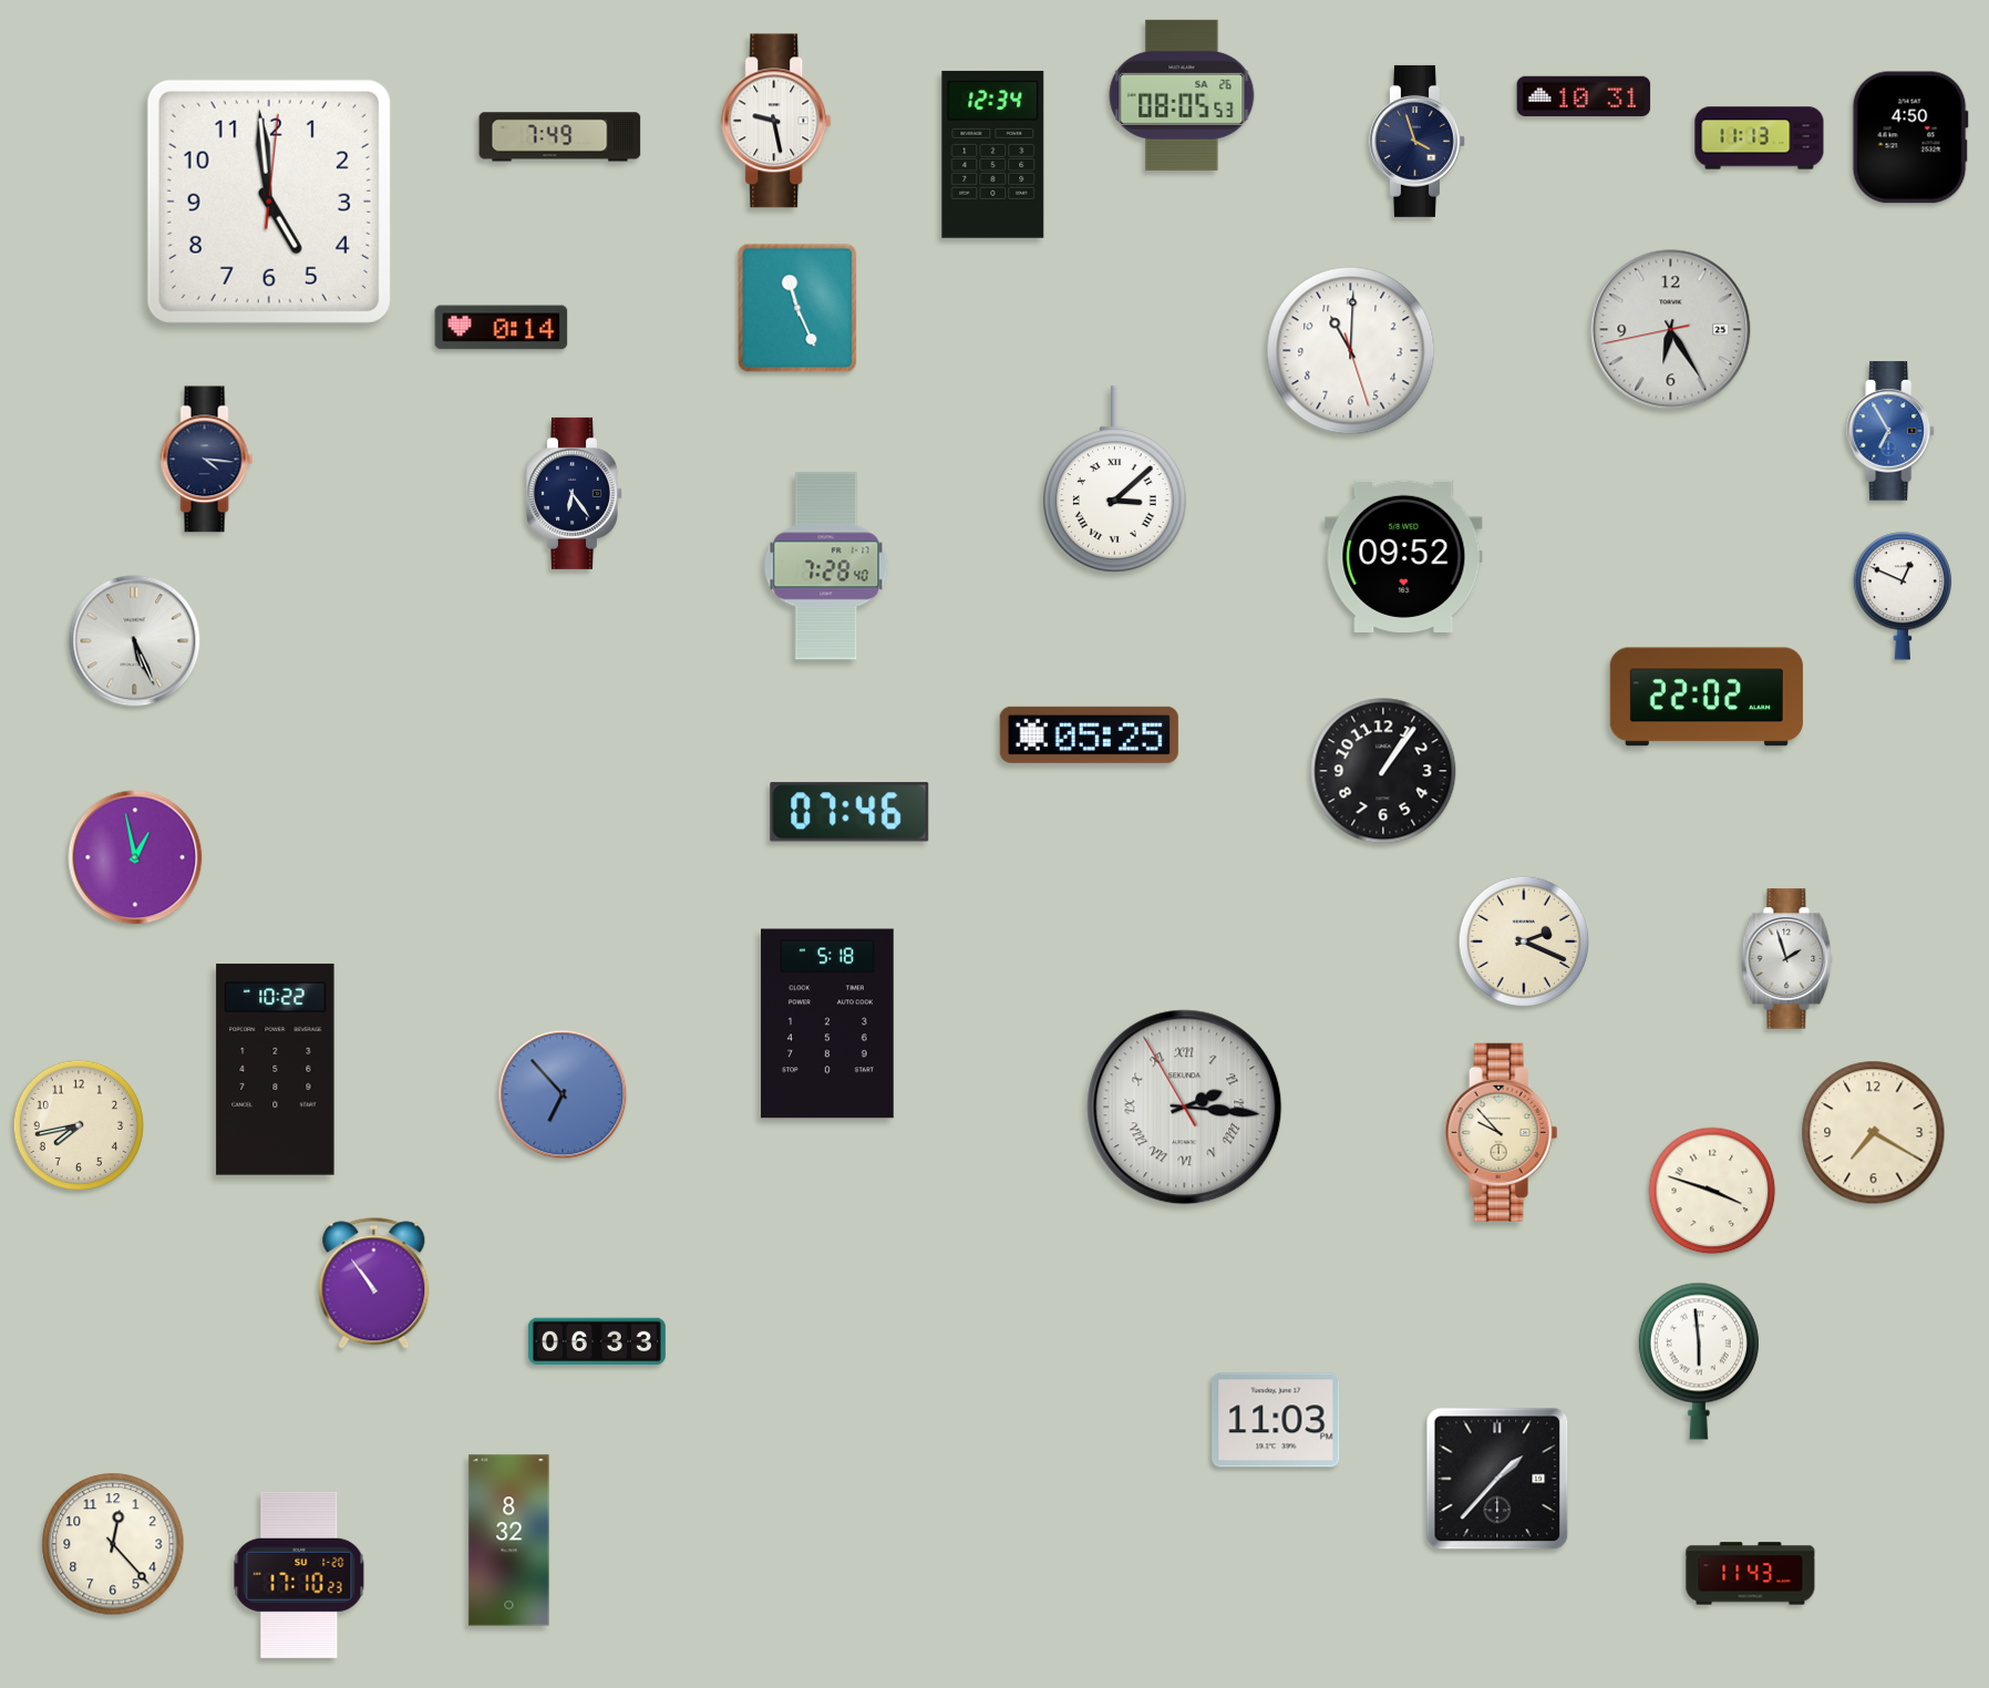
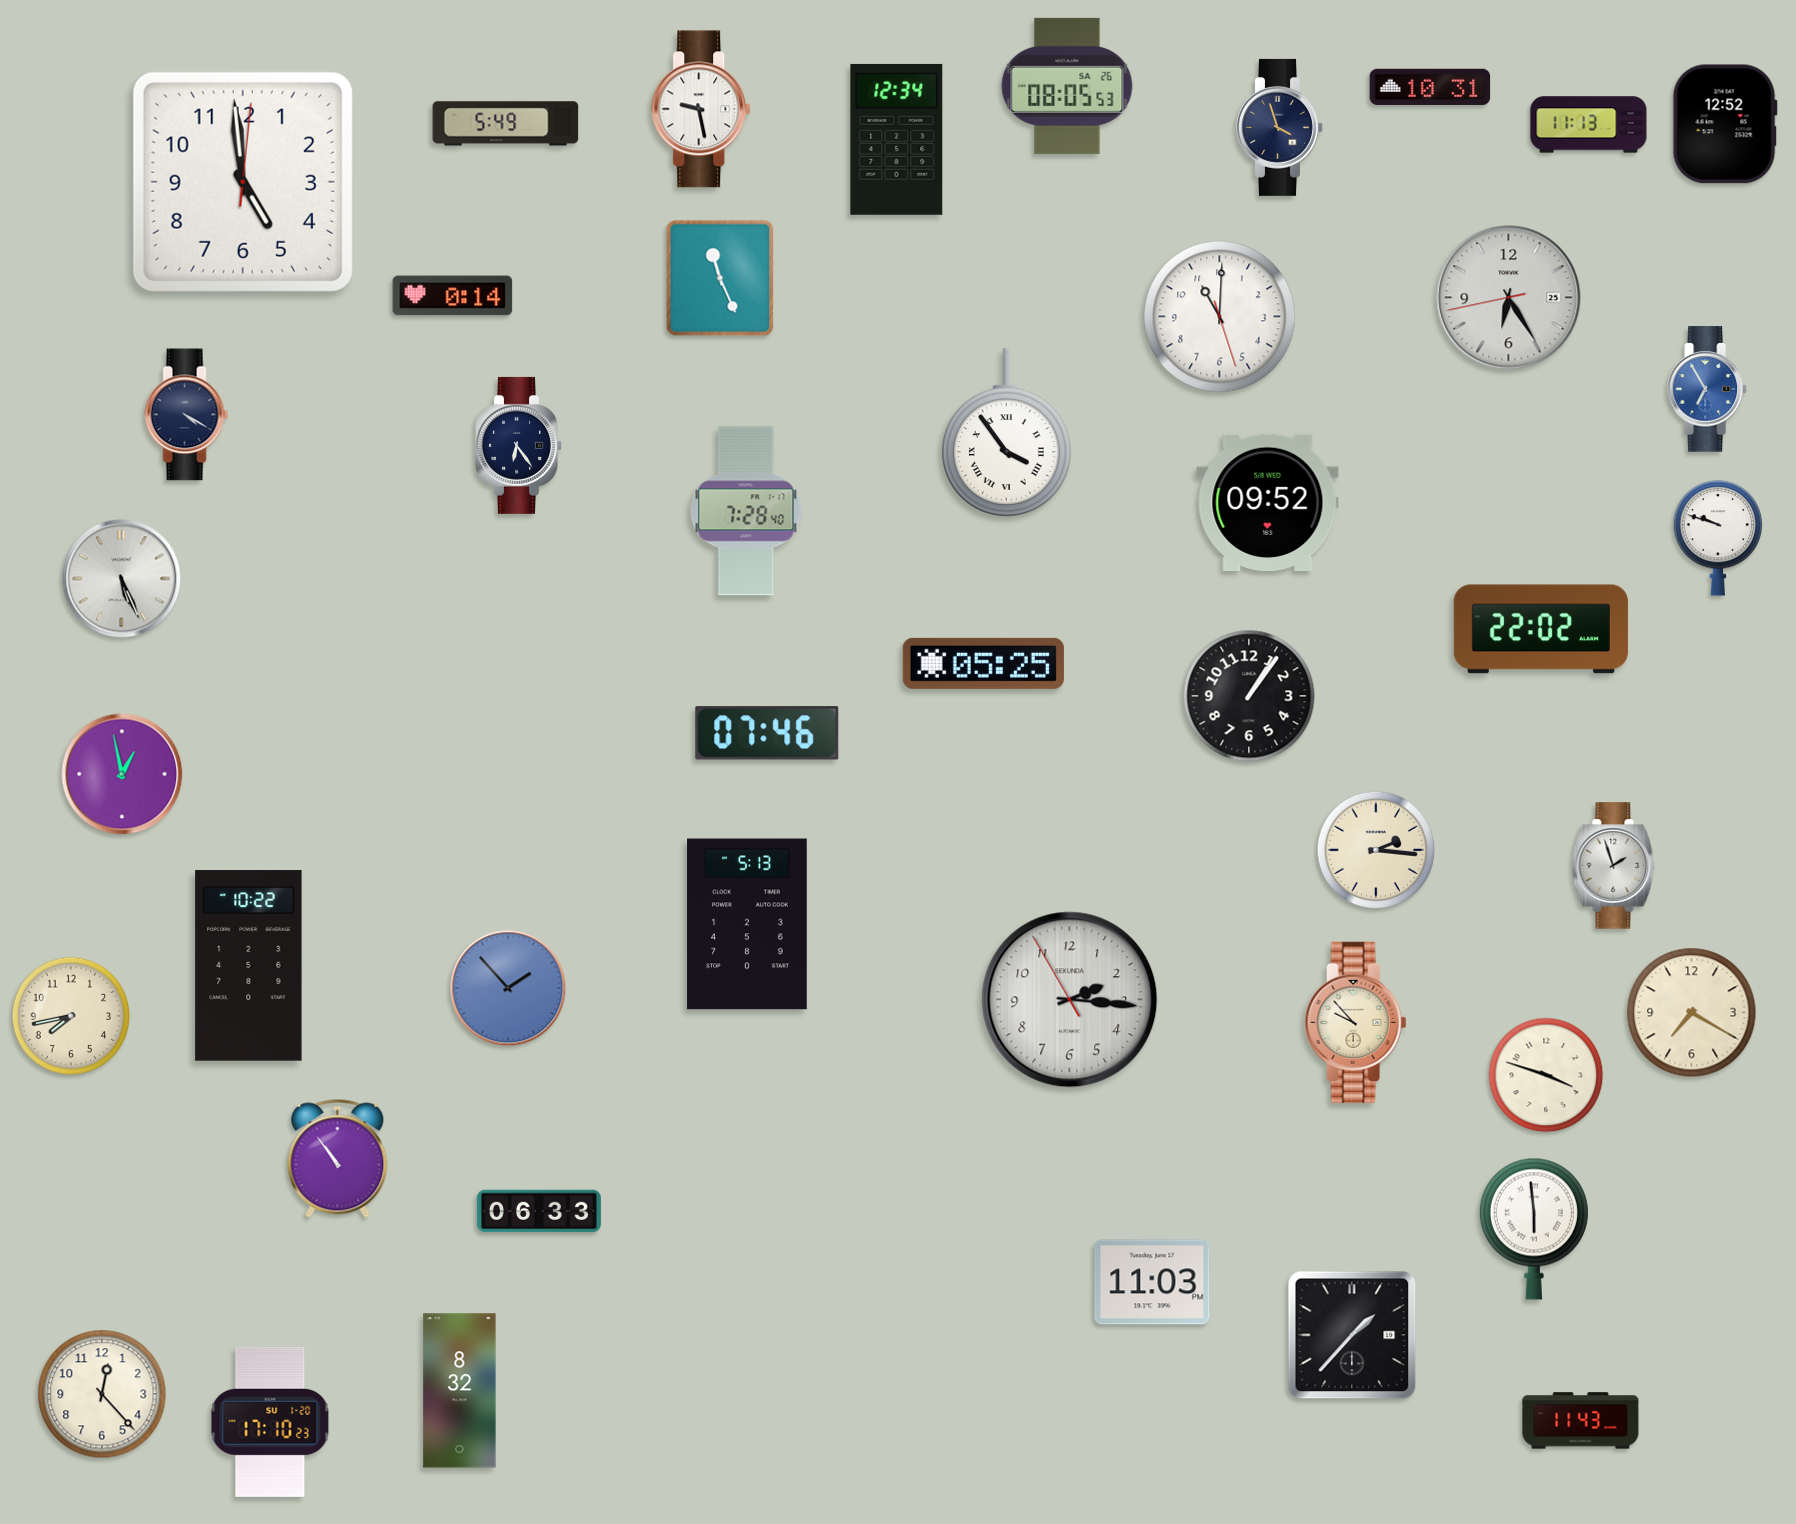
clock at (560, 137): 7:49 -> 5:49
clock at (1910, 137): 4:50 -> 12:52
clock at (207, 460): 4:16 -> 4:20
clock at (1115, 480): 3:08 -> 3:54
clock at (1903, 596): 12:49 -> 9:48
clock at (1523, 940): 2:19 -> 2:16
clock at (827, 1023): 5:18 -> 5:13
clock at (563, 1094): 6:53 -> 1:53
clock at (1185, 1108) numerals: Roman -> Arabic
clock at (1874, 1133) position: (1874, 1133) -> (1692, 1013)
